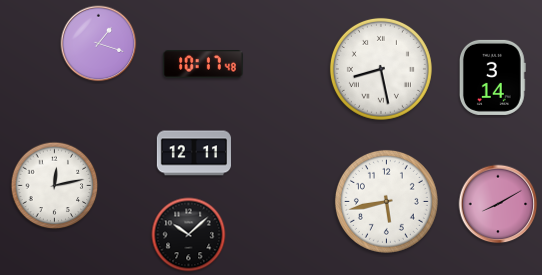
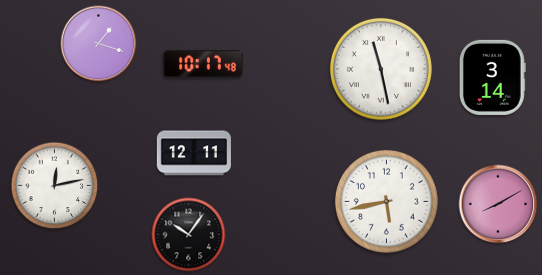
clock at (381, 69): 8:28 -> 11:28
clock at (189, 235): 10:08 -> 10:06
